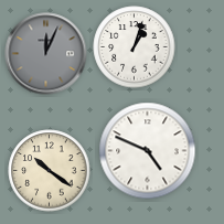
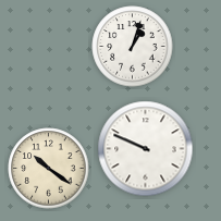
clock at (46, 54): 12:04 -> none
clock at (148, 151): 4:49 -> 9:49
